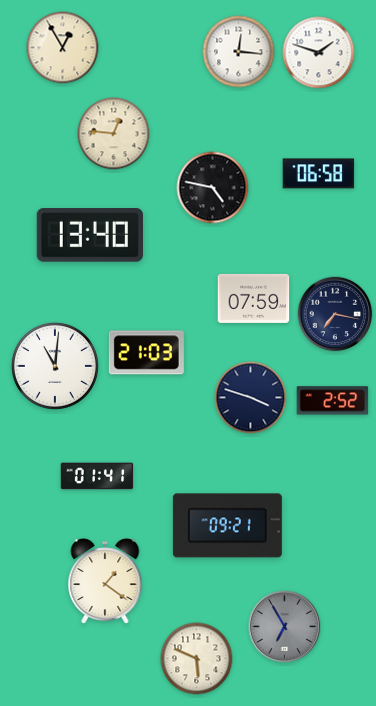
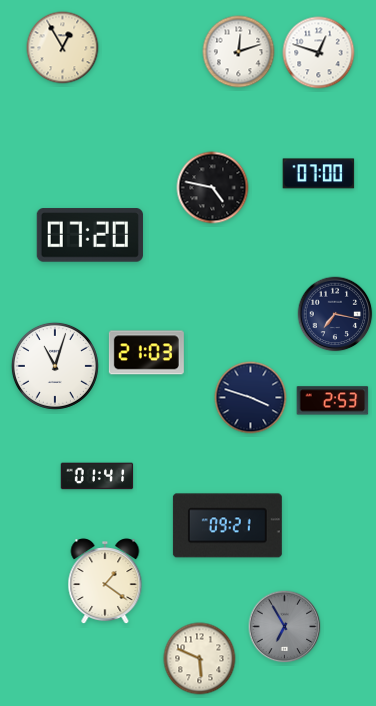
clock at (239, 52): 12:16 -> 12:12
clock at (319, 53): 1:48 -> 12:48
clock at (114, 134): 12:46 -> none
clock at (319, 174): 06:58 -> 07:00
clock at (90, 235): 13:40 -> 07:20
clock at (254, 298): 07:59 -> none
clock at (55, 366): 11:01 -> 11:03
clock at (333, 401): 2:52 -> 2:53
clock at (197, 659) position: (197, 659) -> (200, 659)
